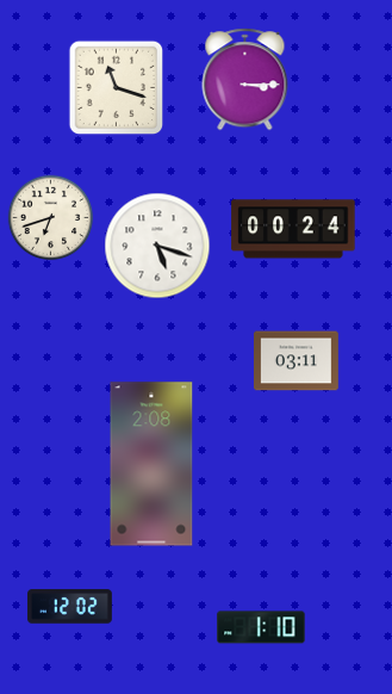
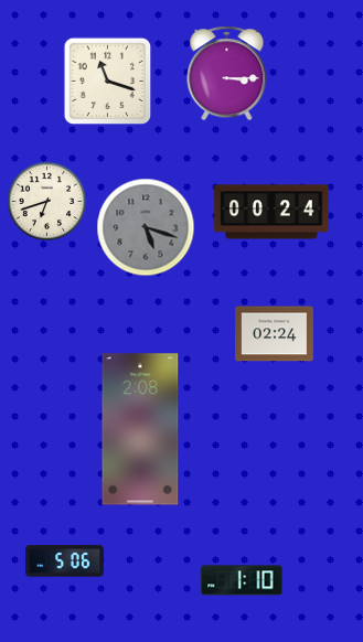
clock at (157, 246) dial: white -> grey
clock at (297, 361): 03:11 -> 02:24
clock at (70, 607): 12:02 -> 5:06
